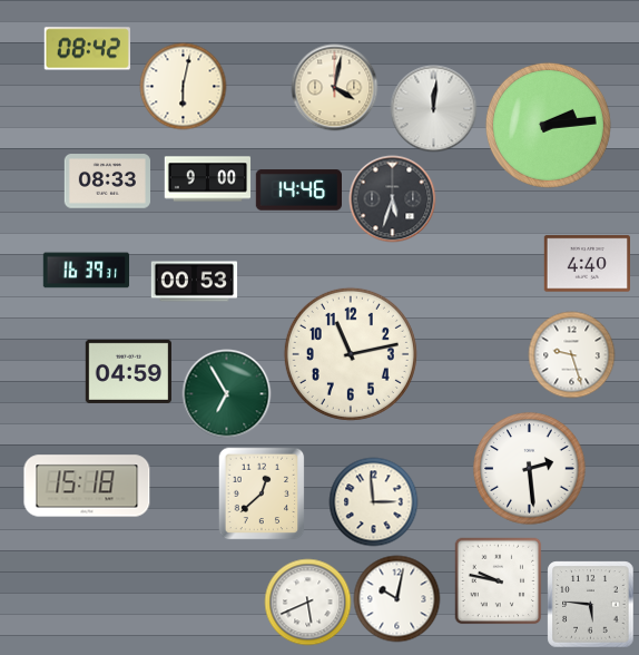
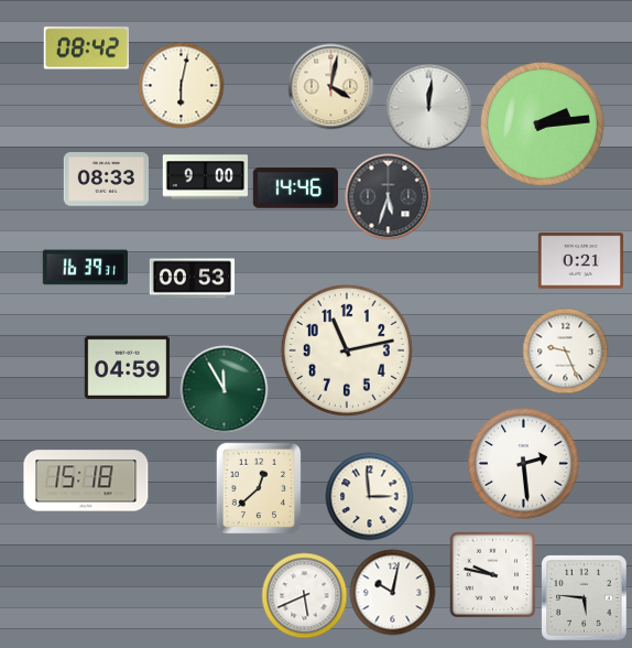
clock at (587, 264): 4:40 -> 0:21
clock at (571, 354): 9:27 -> 9:26
clock at (226, 393): 6:55 -> 11:55
